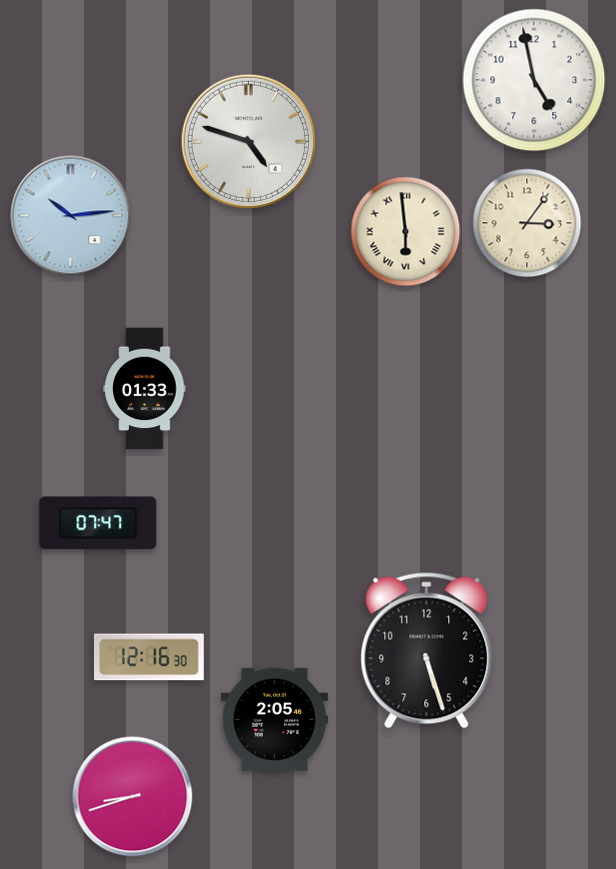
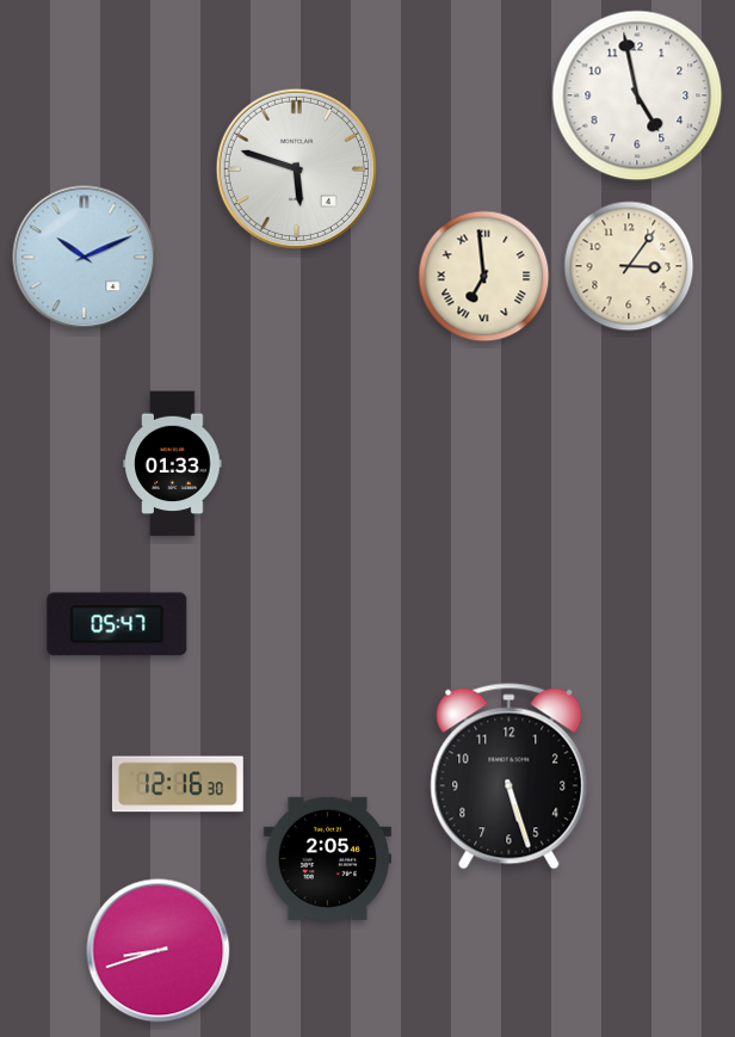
clock at (248, 141): 4:48 -> 5:48
clock at (71, 216): 10:14 -> 10:11
clock at (406, 232): 5:59 -> 6:59
clock at (98, 523): 07:47 -> 05:47
